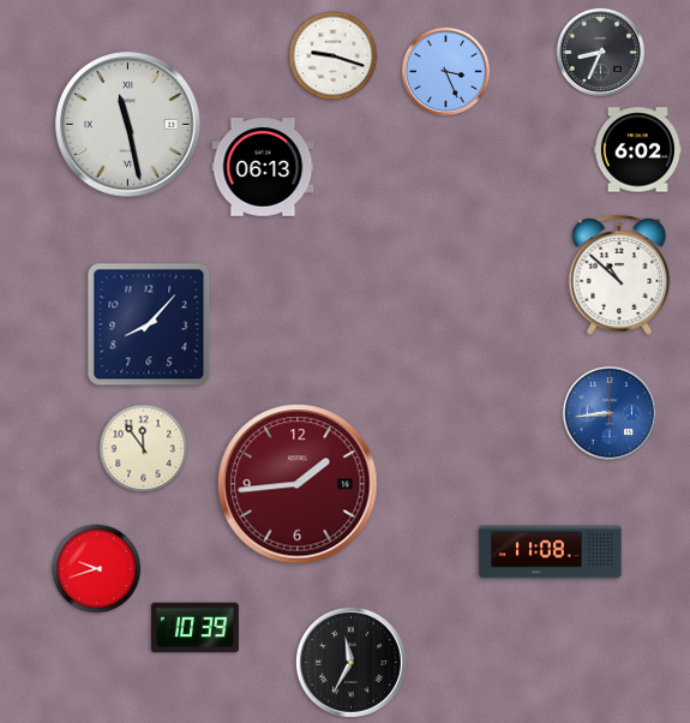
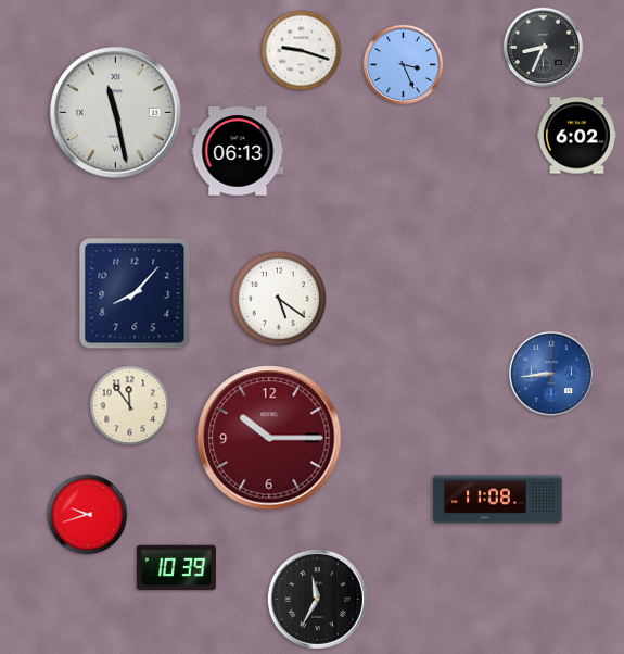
clock at (619, 275): 10:52 -> none
clock at (279, 299): none -> 5:21
clock at (298, 484): 1:44 -> 10:15
